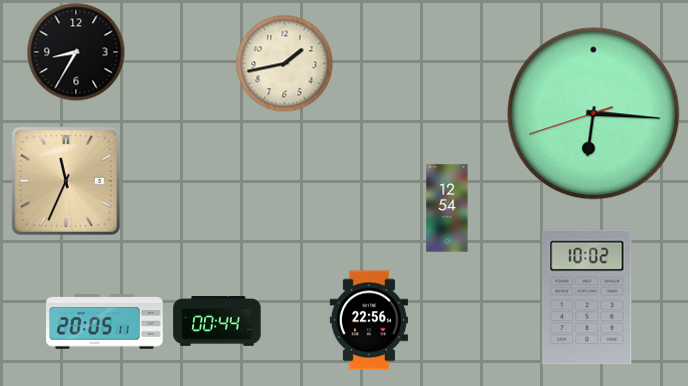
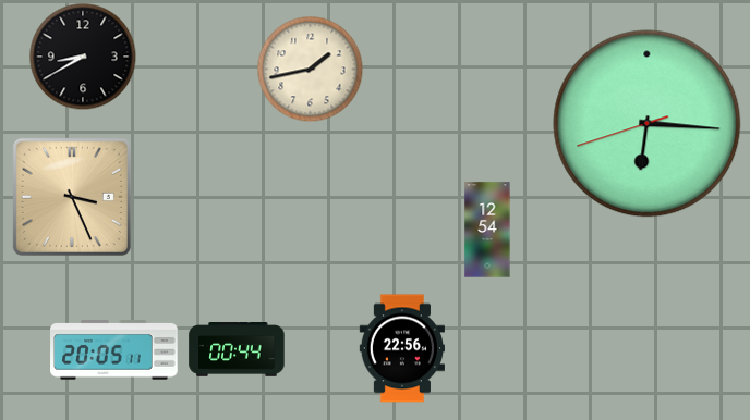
clock at (76, 52): 8:35 -> 8:40
clock at (66, 181): 11:34 -> 3:26
clock at (447, 208) position: (447, 208) -> (487, 230)
clock at (587, 297): 10:02 -> none
